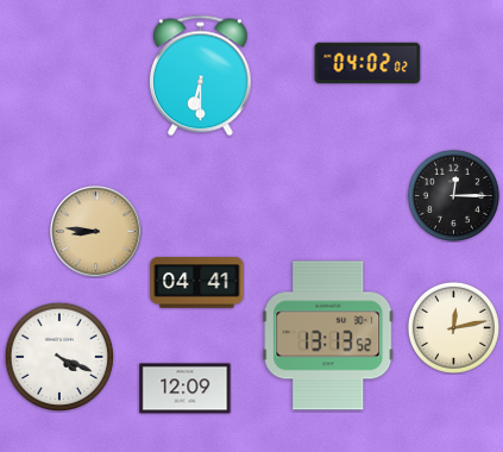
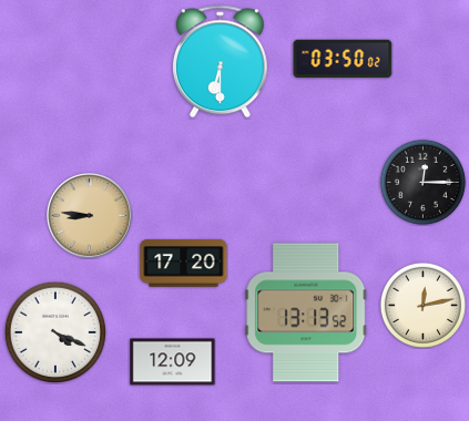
clock at (367, 63): 04:02 -> 03:50
clock at (200, 76) position: (200, 76) -> (220, 62)
clock at (197, 283): 04:41 -> 17:20
